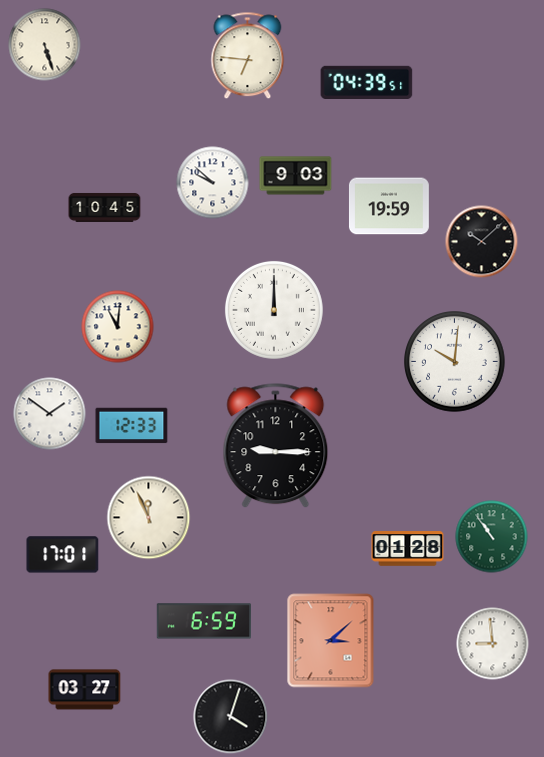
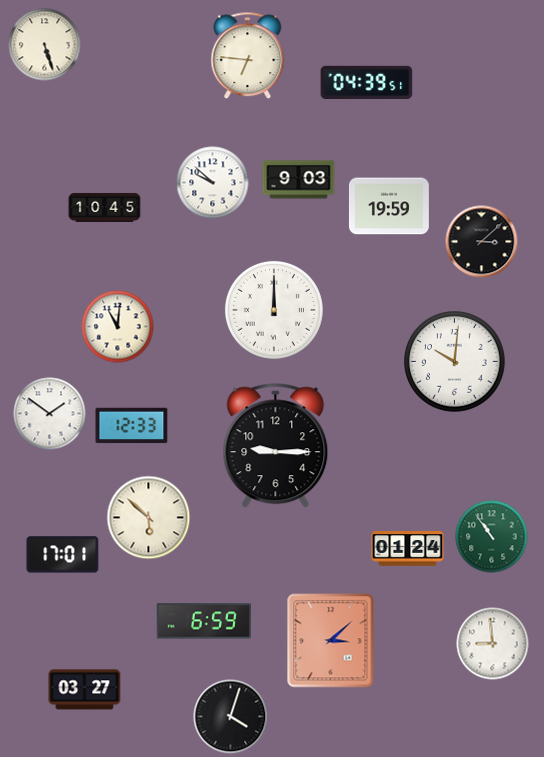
clock at (296, 176) position: (296, 176) -> (299, 180)
clock at (482, 242): 10:08 -> 3:08
clock at (149, 518): 11:56 -> 5:52
clock at (408, 549): 01:28 -> 01:24
